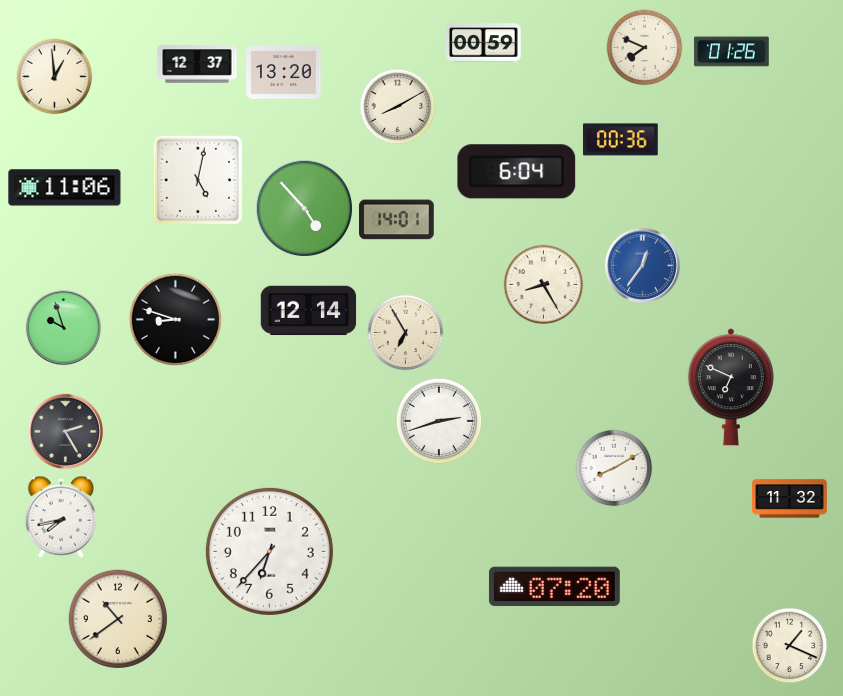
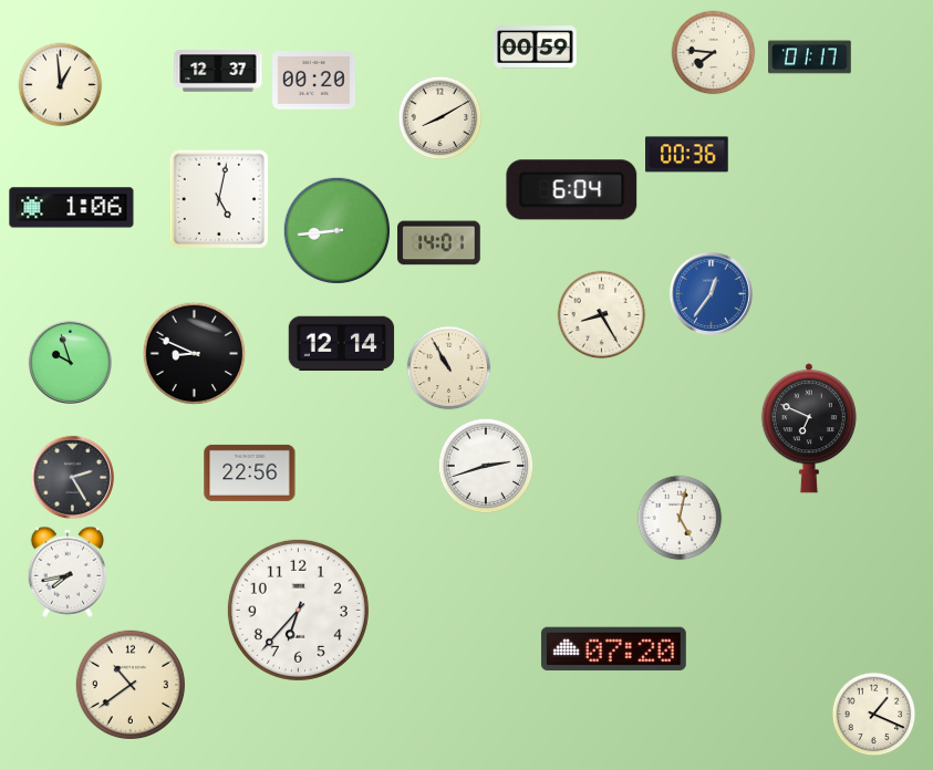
clock at (645, 48): 7:49 -> 7:46
clock at (732, 52): 01:26 -> 01:17
clock at (284, 73): 13:20 -> 00:20
clock at (65, 188): 11:06 -> 1:06
clock at (305, 209): 4:53 -> 8:44
clock at (176, 320): 8:48 -> 8:49
clock at (406, 333): 6:55 -> 10:55
clock at (250, 472): none -> 22:56
clock at (614, 468): 8:10 -> 5:02
clock at (790, 499): 11:32 -> none
